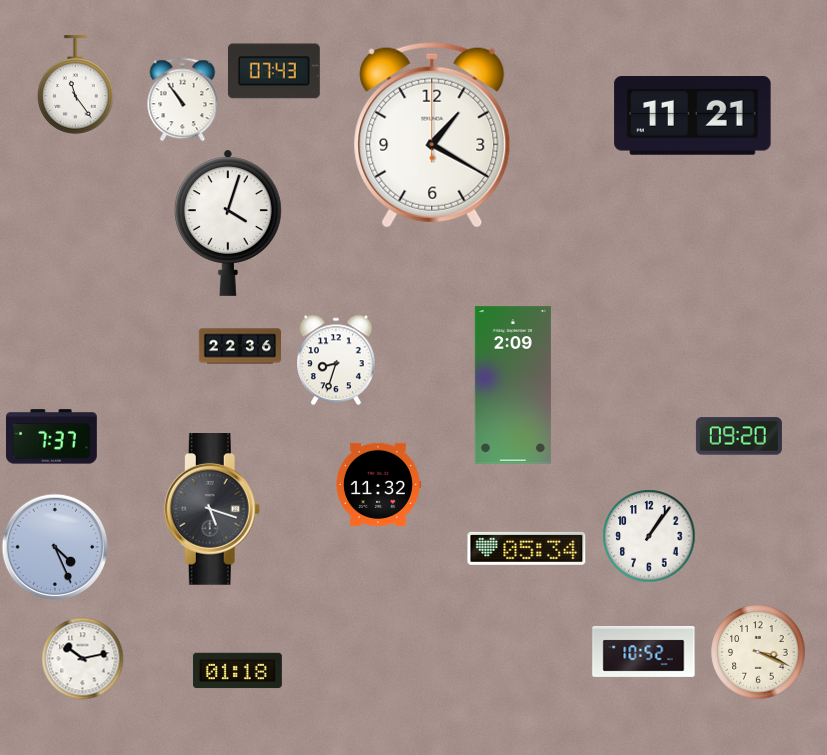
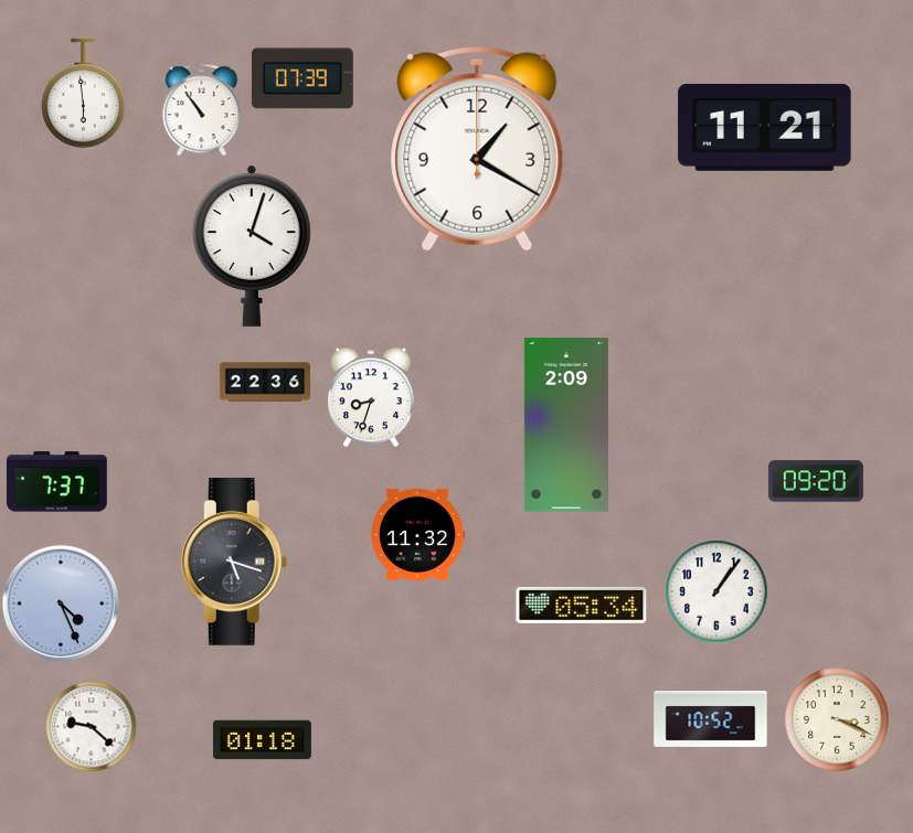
clock at (274, 71): 07:43 -> 07:39
clock at (76, 85): 11:24 -> 5:59
clock at (82, 658): 10:13 -> 9:22
